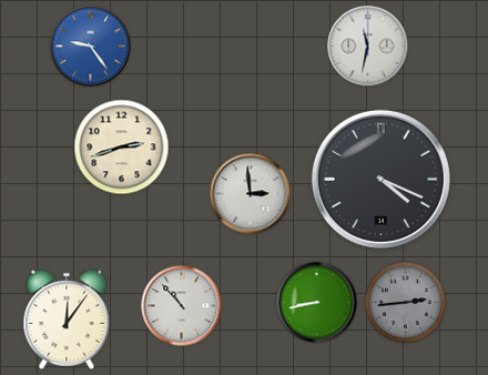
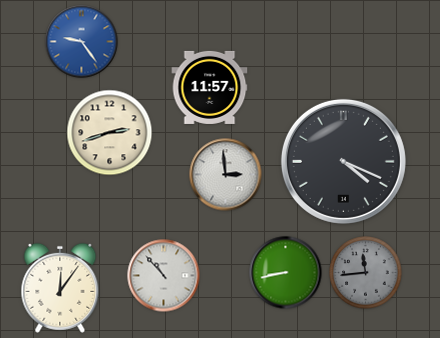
clock at (368, 47): 11:32 -> none
clock at (210, 87): none -> 11:57
clock at (406, 303): 2:44 -> 11:44
